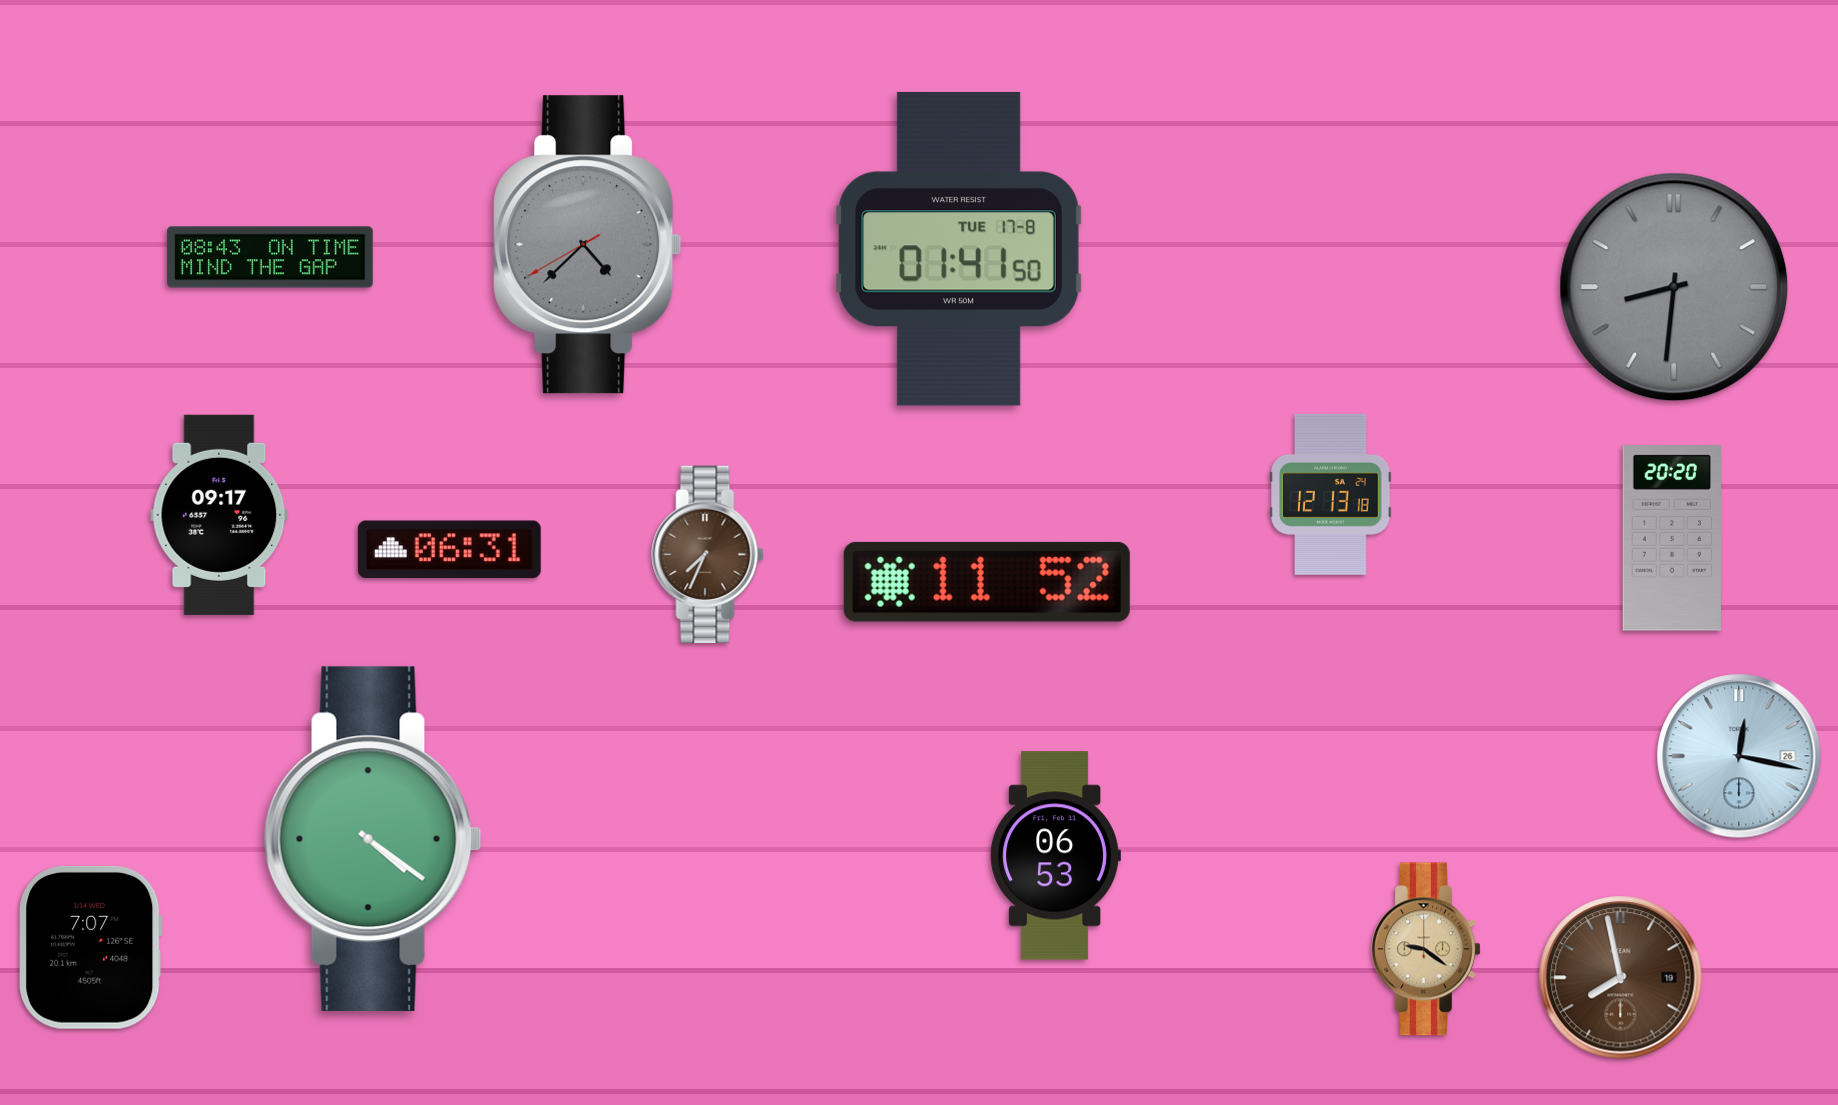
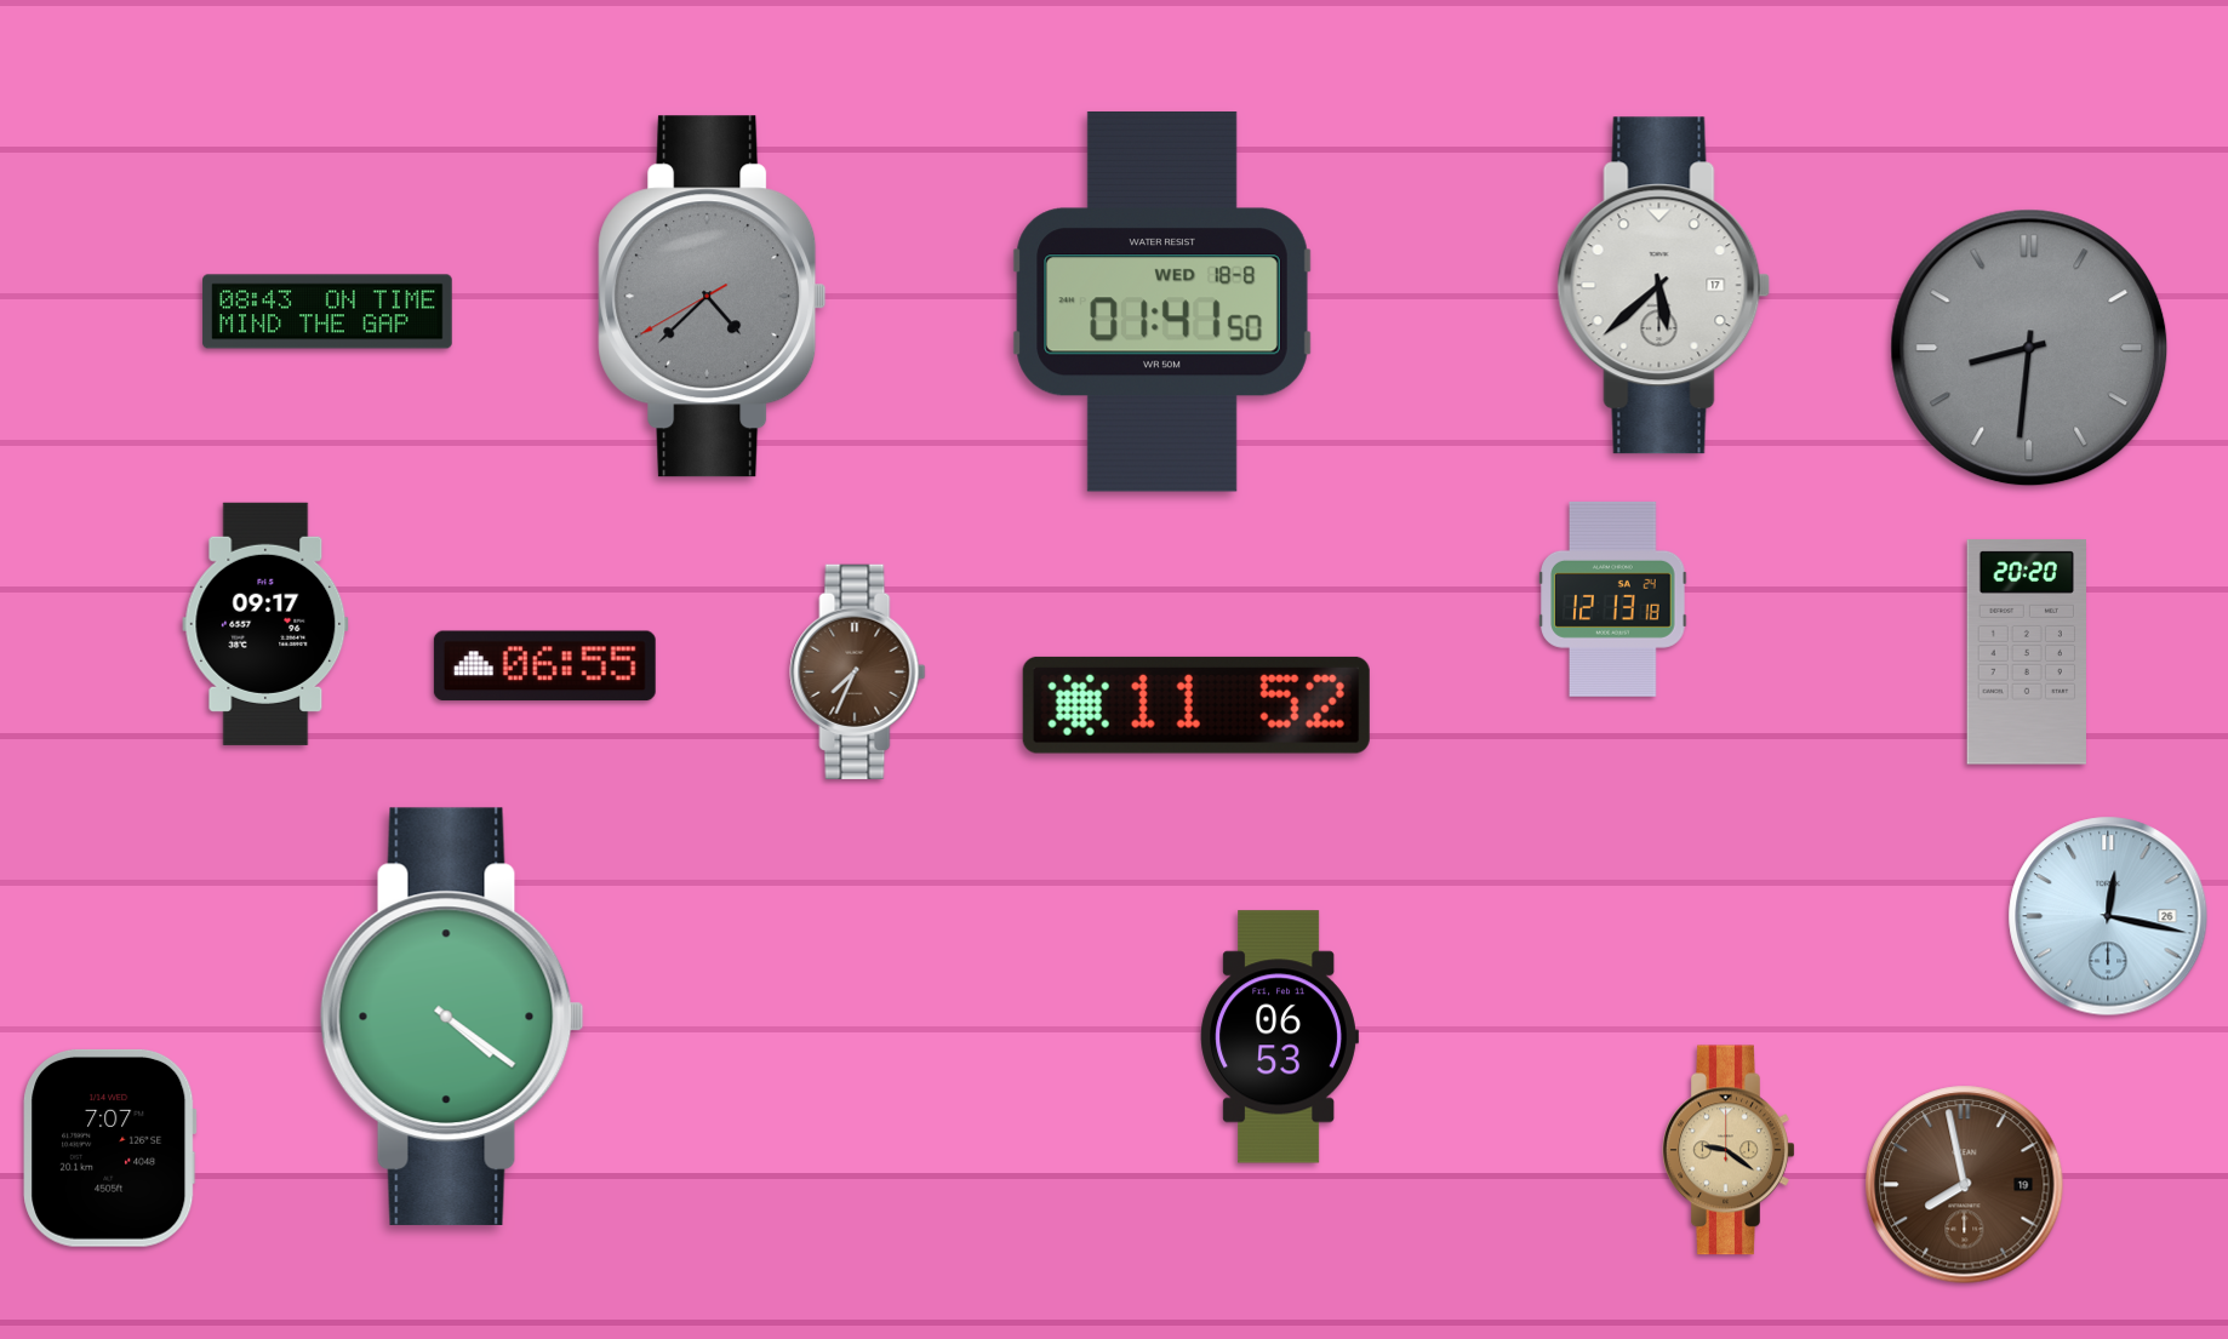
clock at (1664, 286): none -> 5:38
clock at (959, 249) date: TUE 17-8 -> WED 18-8
clock at (449, 550): 06:31 -> 06:55
